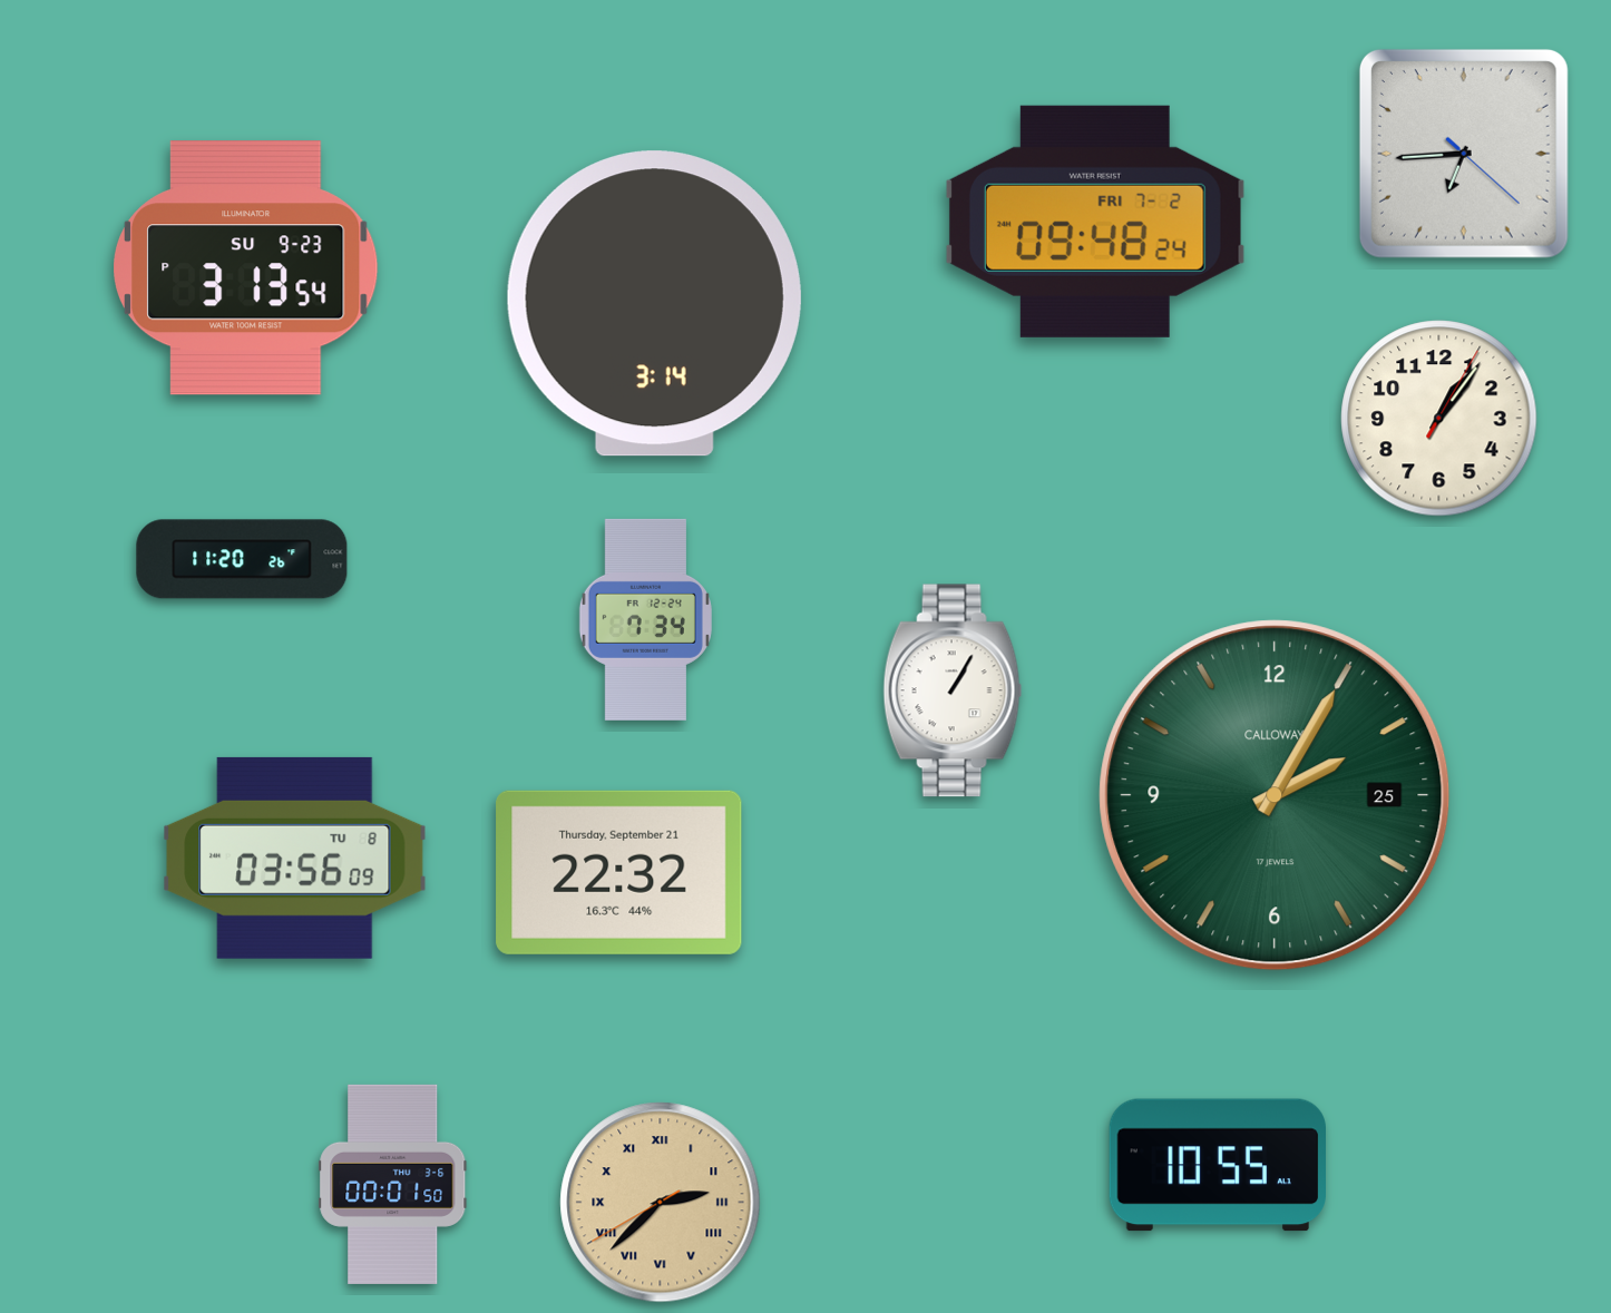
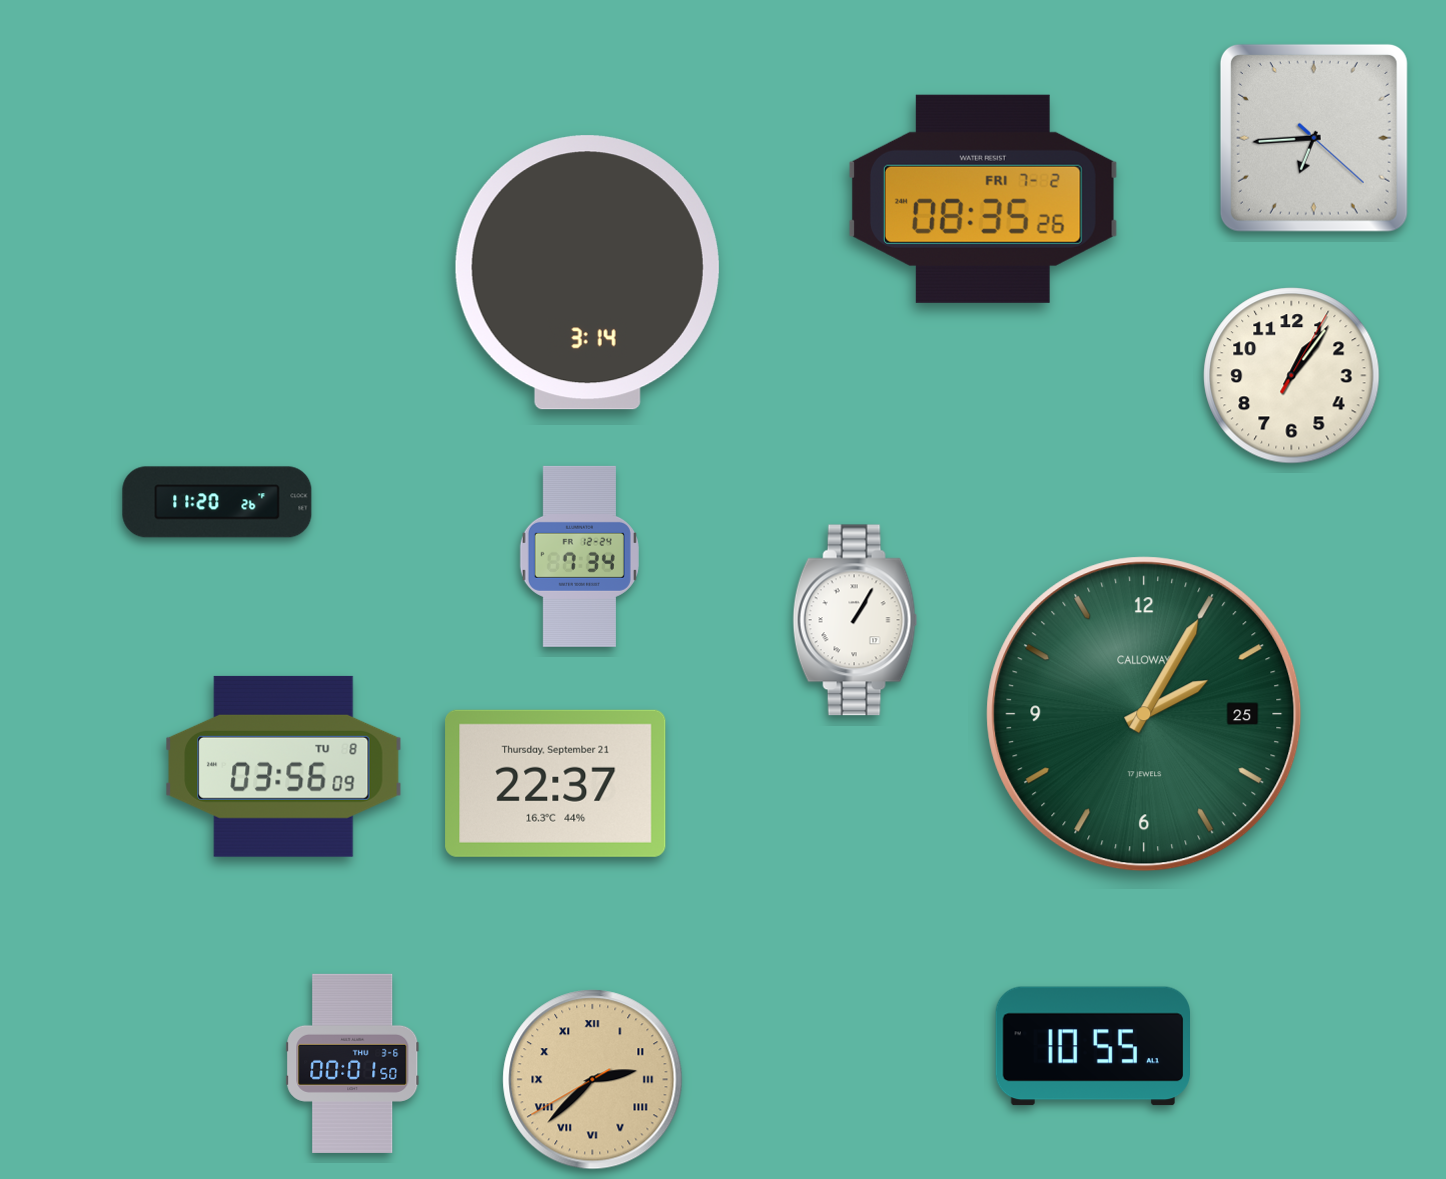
clock at (1095, 222): 09:48 -> 08:35
clock at (246, 268): 3:13 -> none
clock at (295, 858) position: (295, 858) -> (284, 766)
clock at (619, 872): 22:32 -> 22:37
